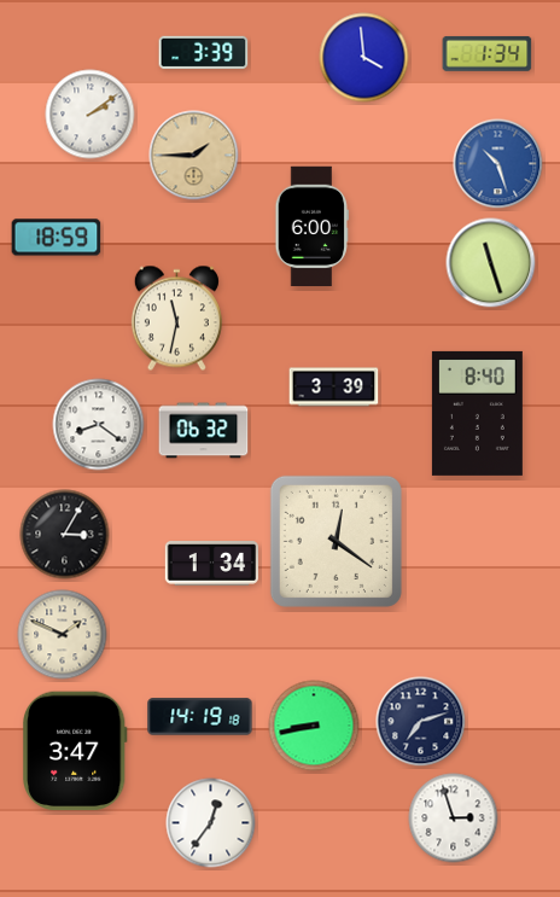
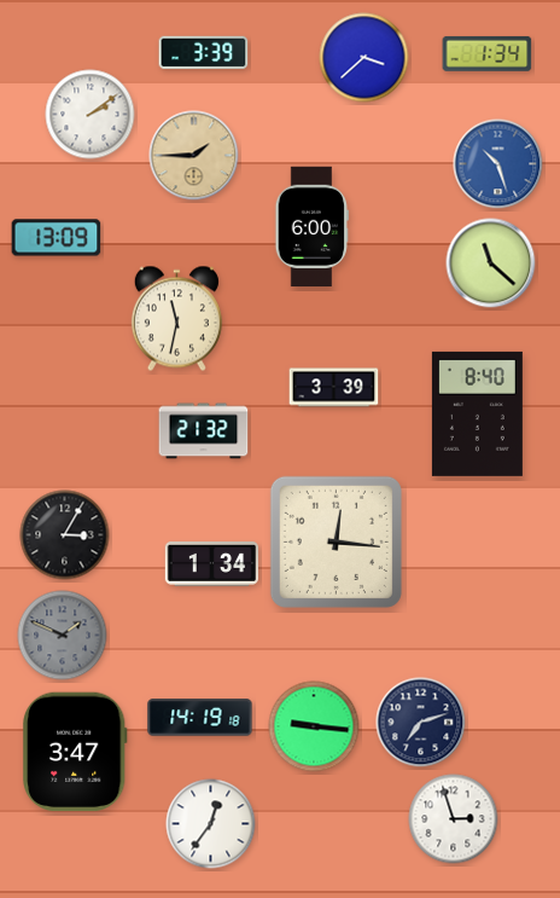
clock at (364, 58): 3:59 -> 3:38
clock at (57, 238): 18:59 -> 13:09
clock at (491, 263): 11:27 -> 11:22
clock at (99, 425): 8:21 -> none
clock at (204, 431): 06:32 -> 21:32
clock at (336, 541): 12:21 -> 12:16
clock at (63, 635) dial: cream -> grey
clock at (314, 726): 8:43 -> 9:16
